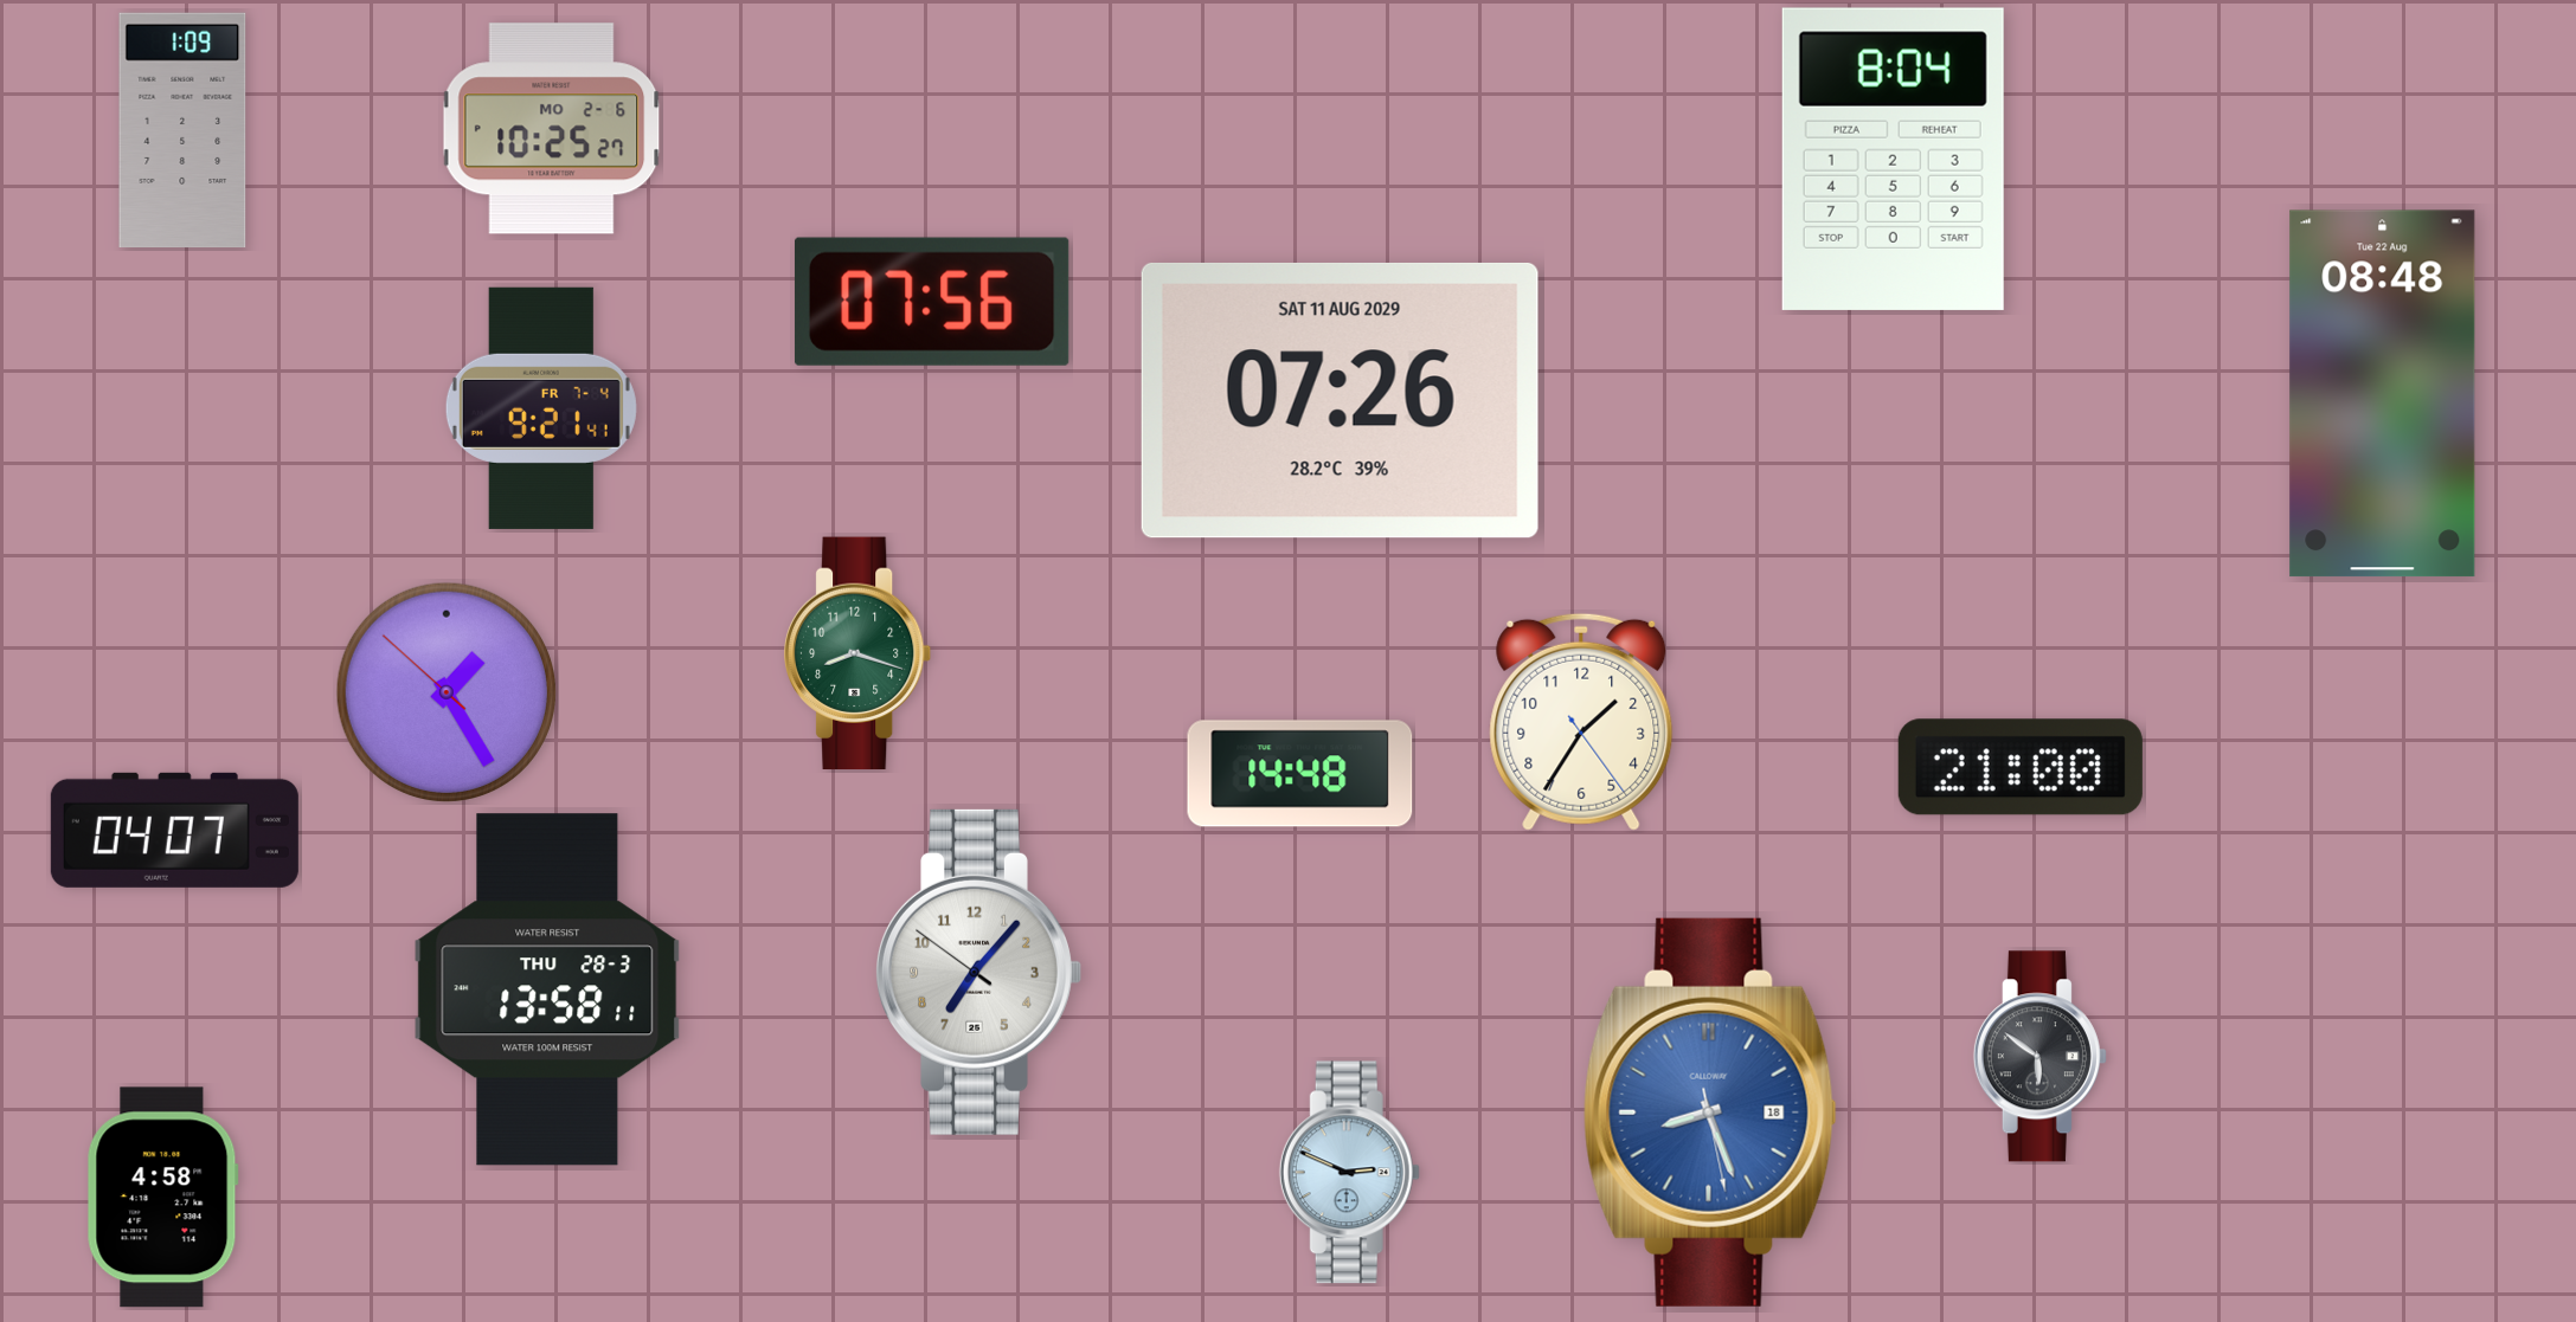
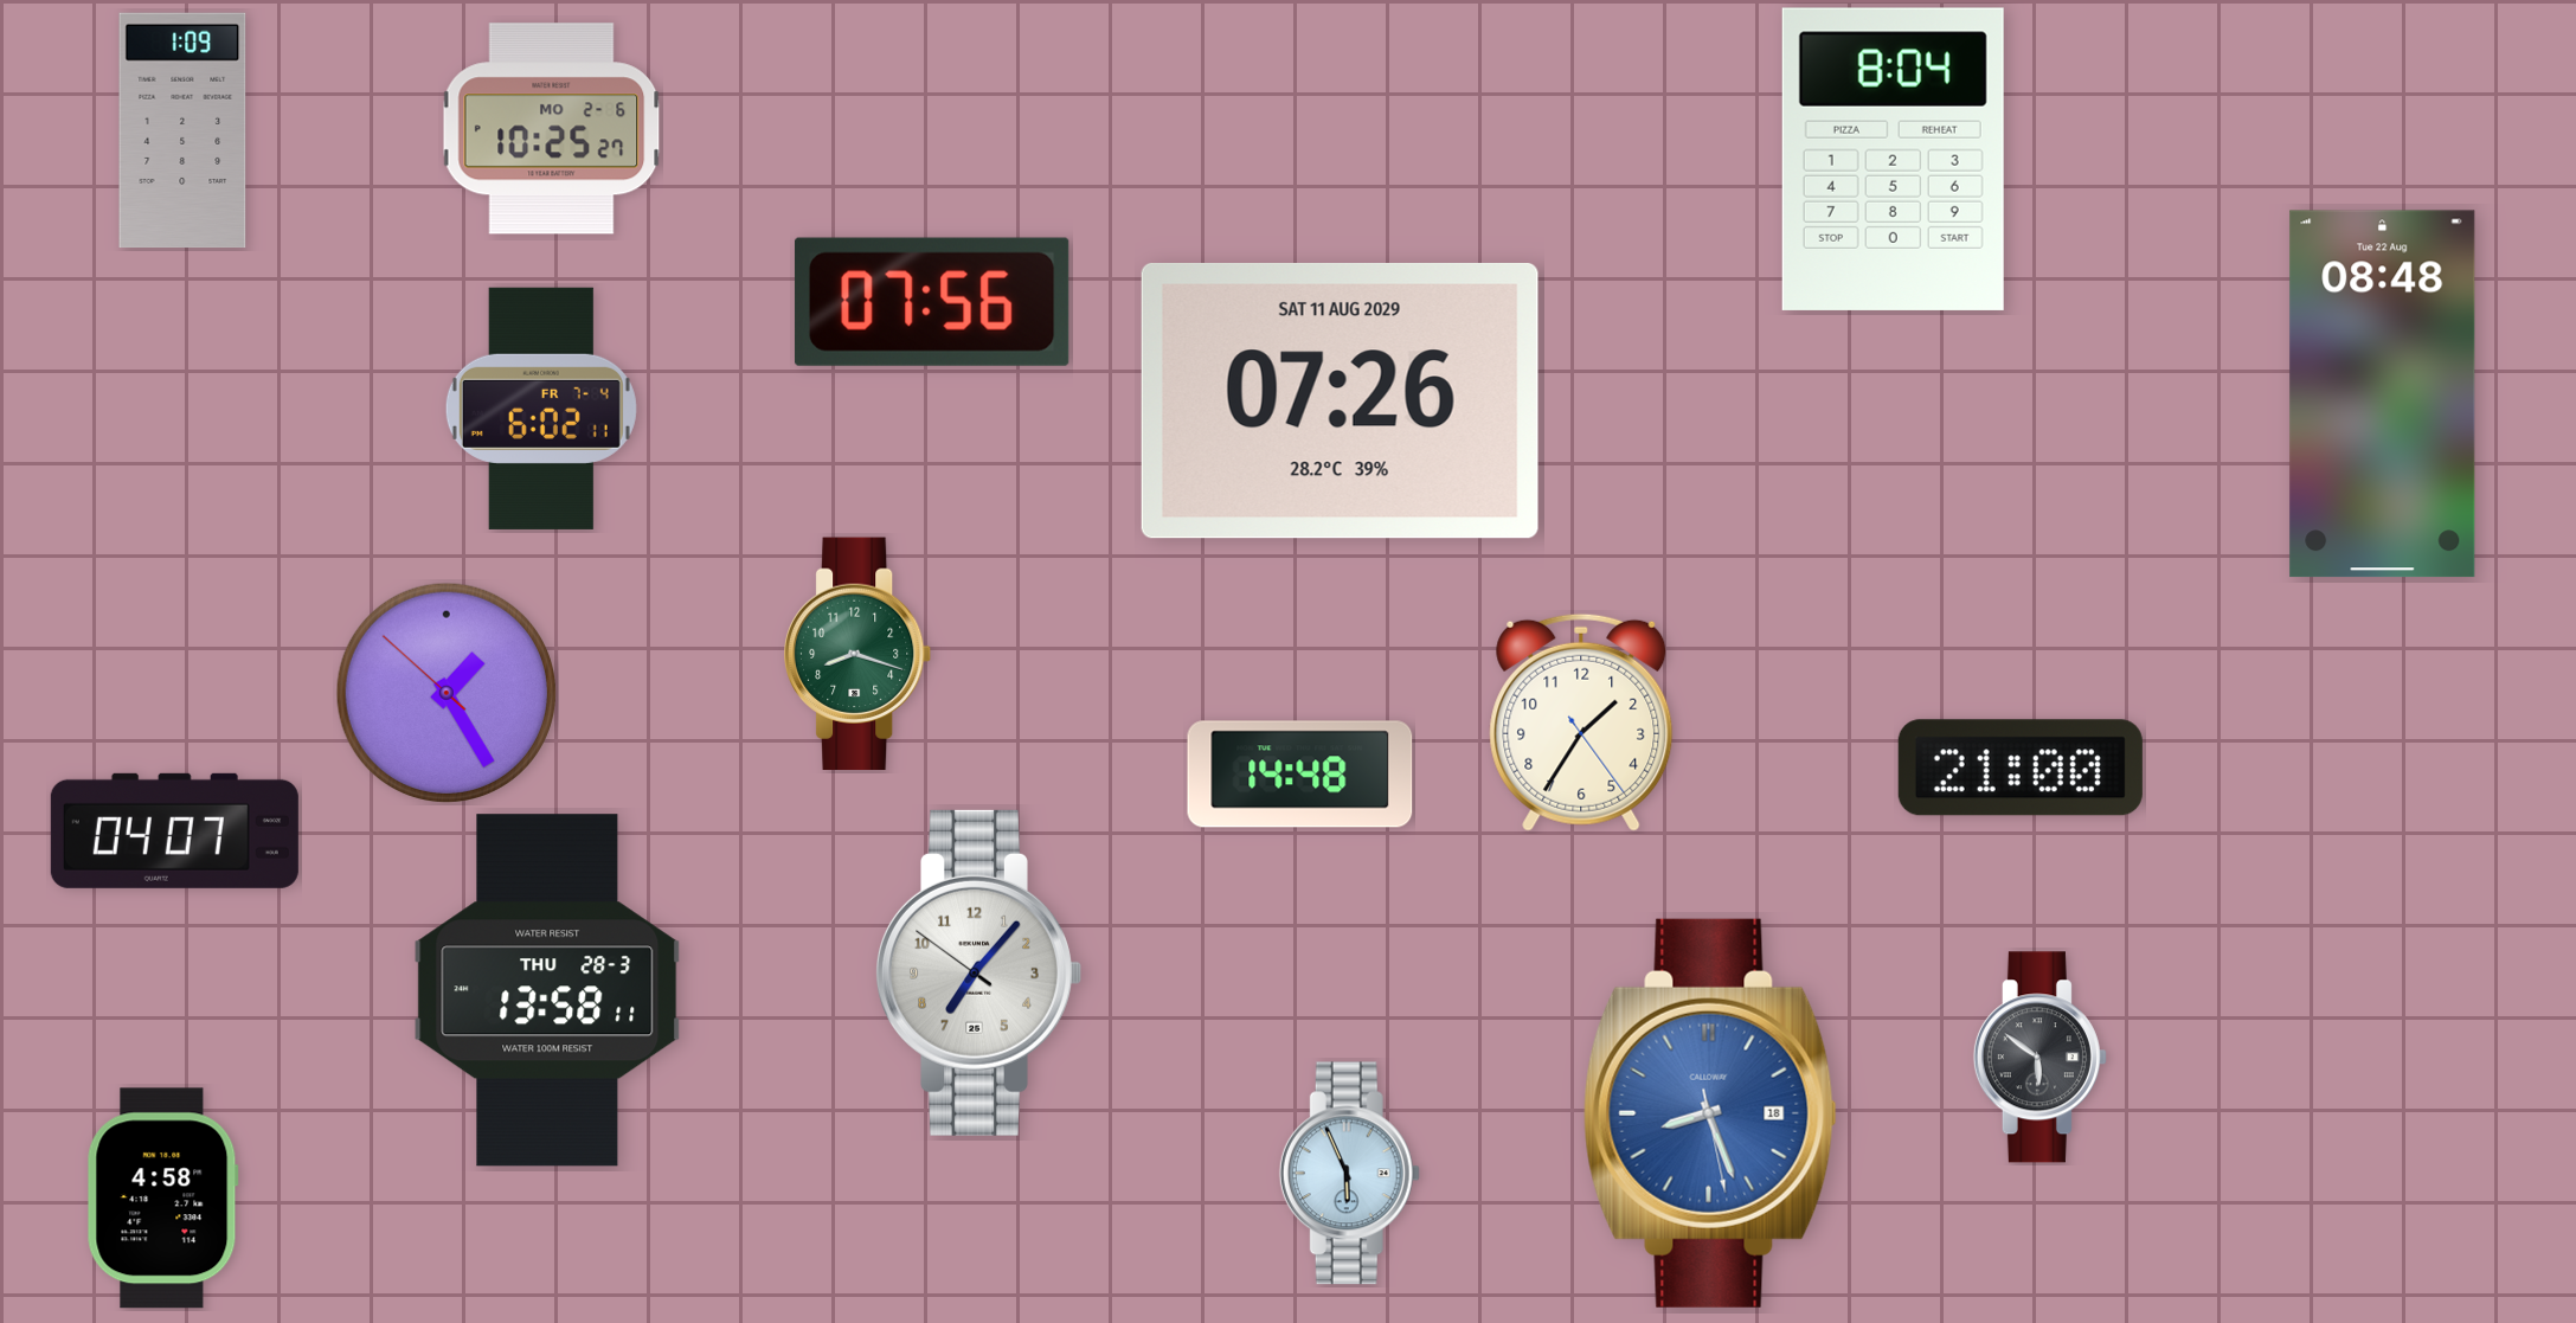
clock at (541, 408): 9:21 -> 6:02
clock at (1349, 1173): 2:49 -> 5:56
